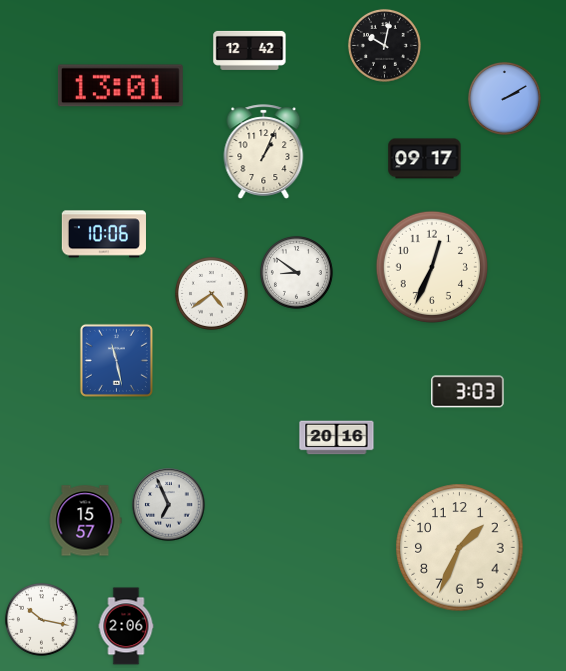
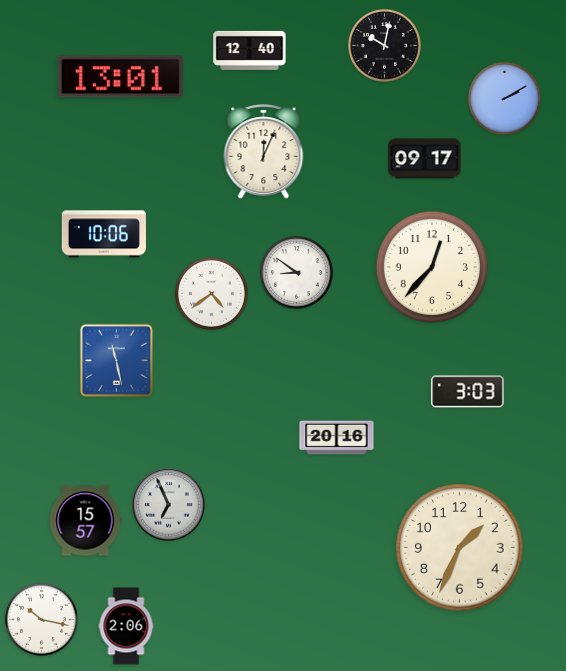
clock at (250, 50): 12:42 -> 12:40
clock at (120, 86) position: (120, 86) -> (120, 77)
clock at (264, 152): 1:04 -> 12:04
clock at (432, 267): 12:34 -> 12:37
